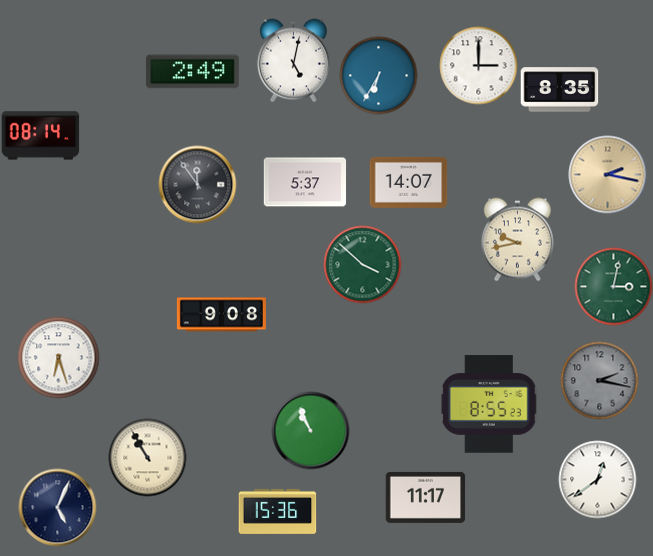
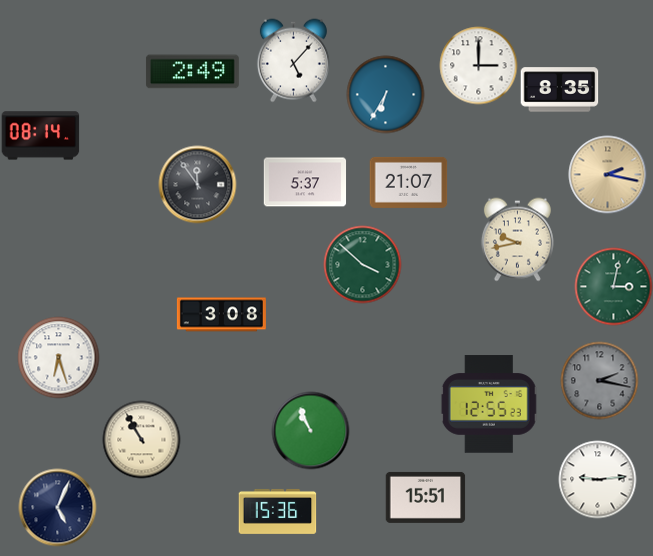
clock at (293, 60): 5:02 -> 5:07
clock at (378, 75) position: (378, 75) -> (385, 94)
clock at (408, 182): 14:07 -> 21:07
clock at (221, 315): 9:08 -> 3:08
clock at (489, 404): 8:55 -> 12:55
clock at (147, 457) position: (147, 457) -> (141, 439)
clock at (597, 479): 12:39 -> 9:14
clock at (425, 497): 11:17 -> 15:51
